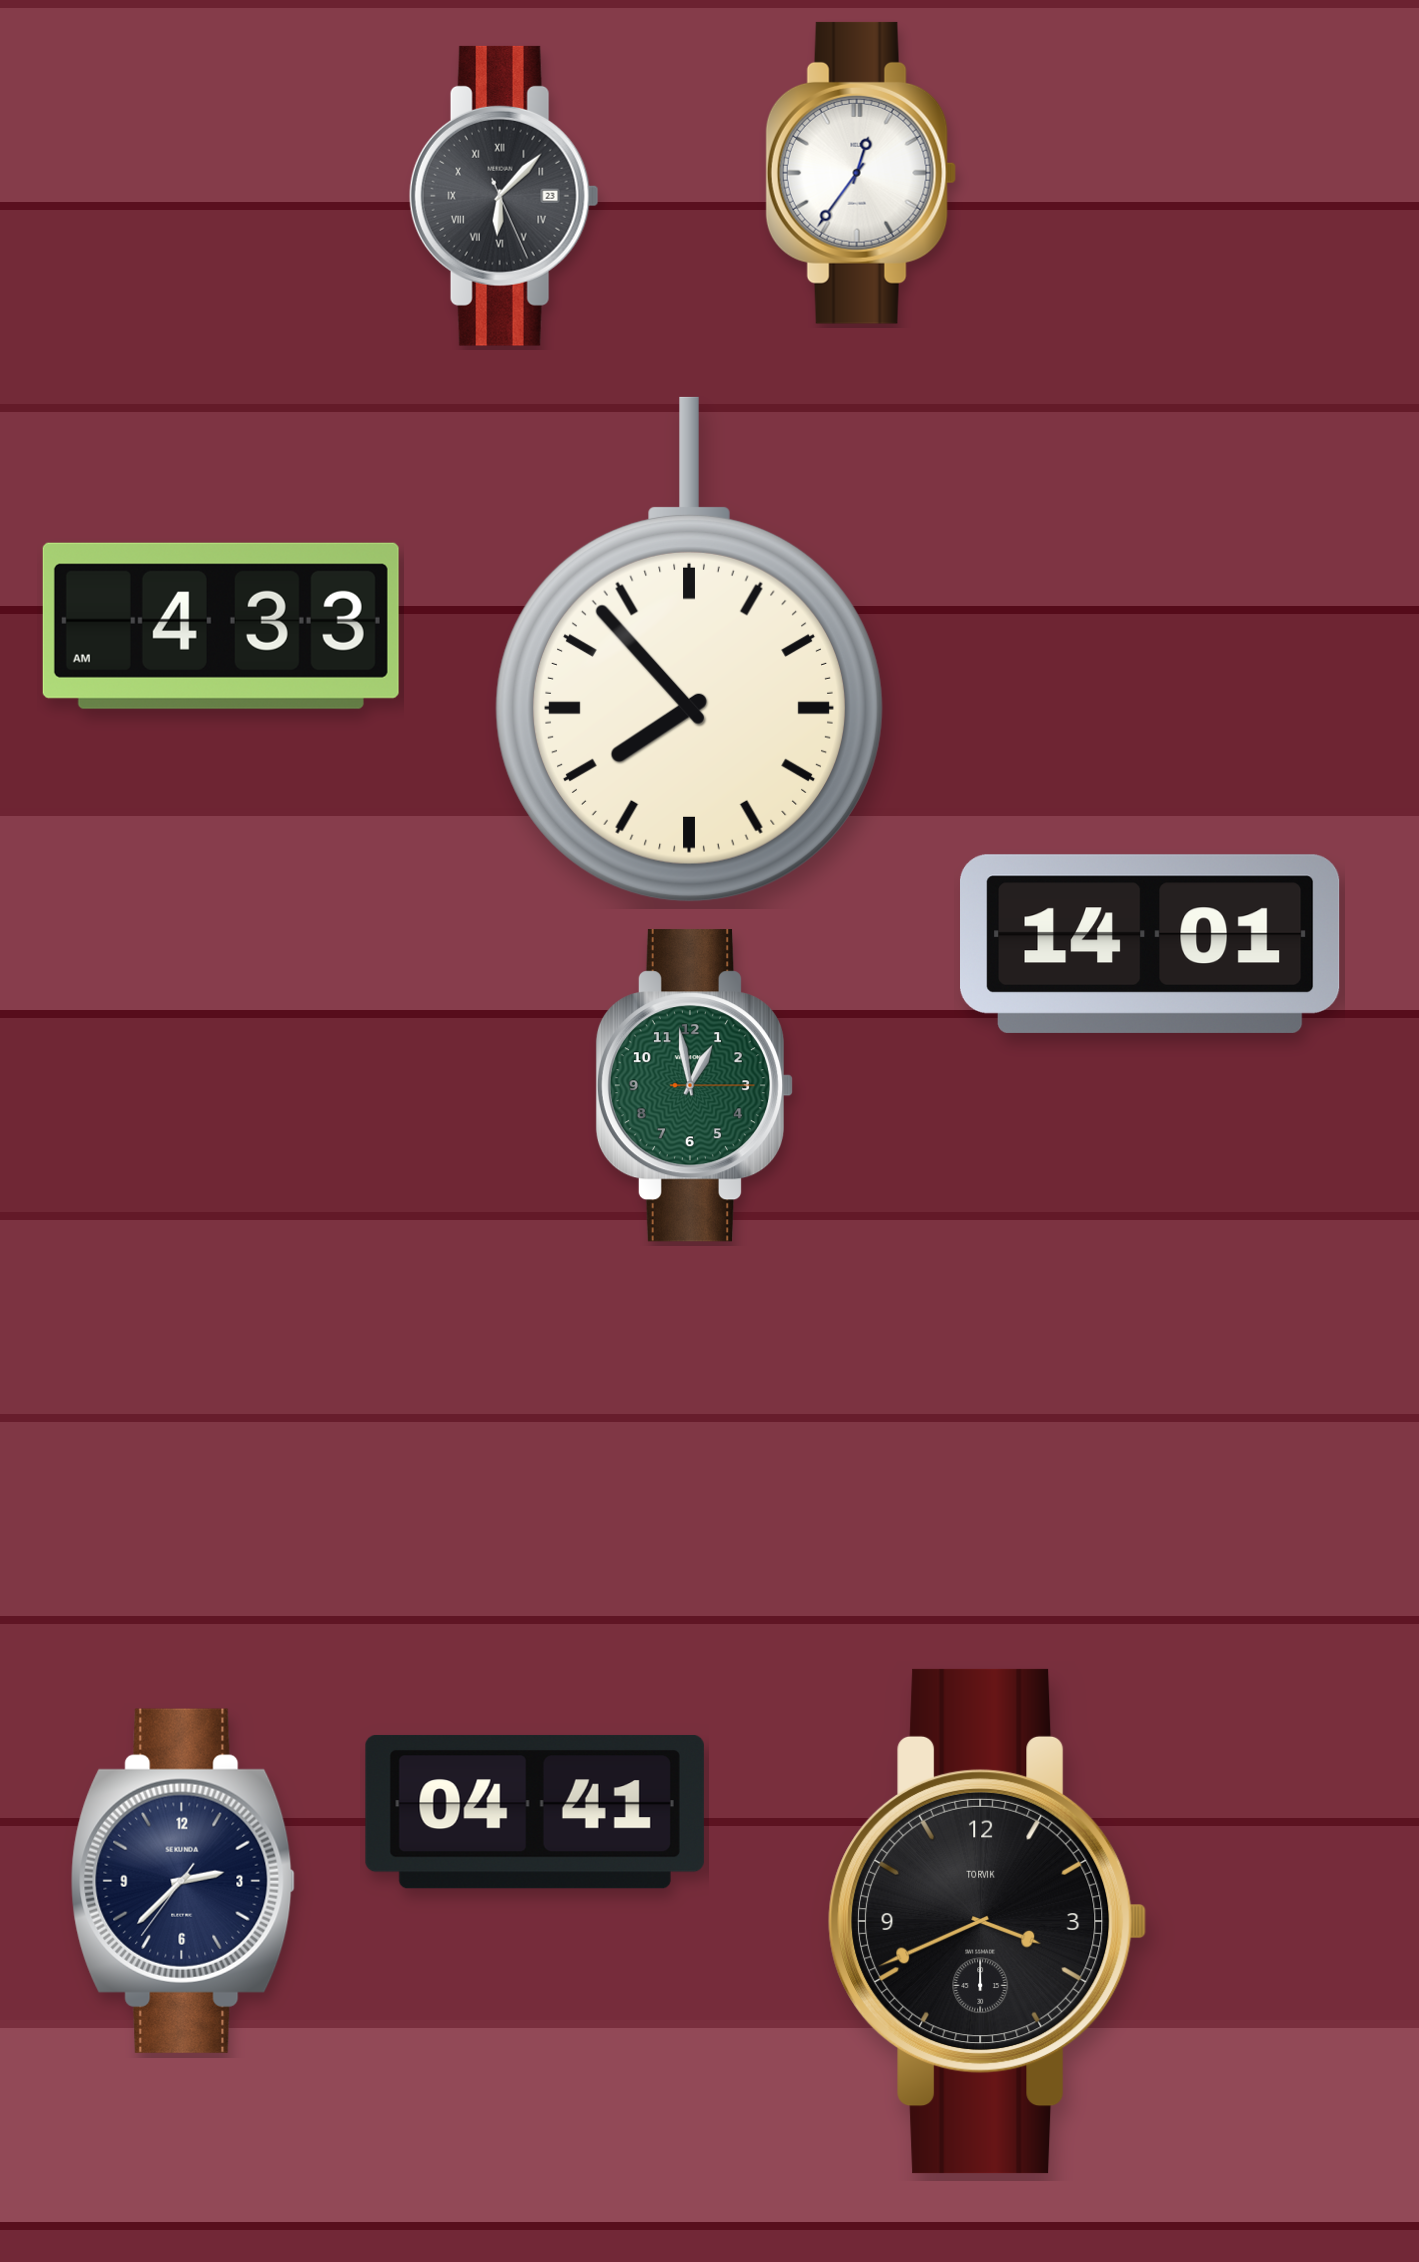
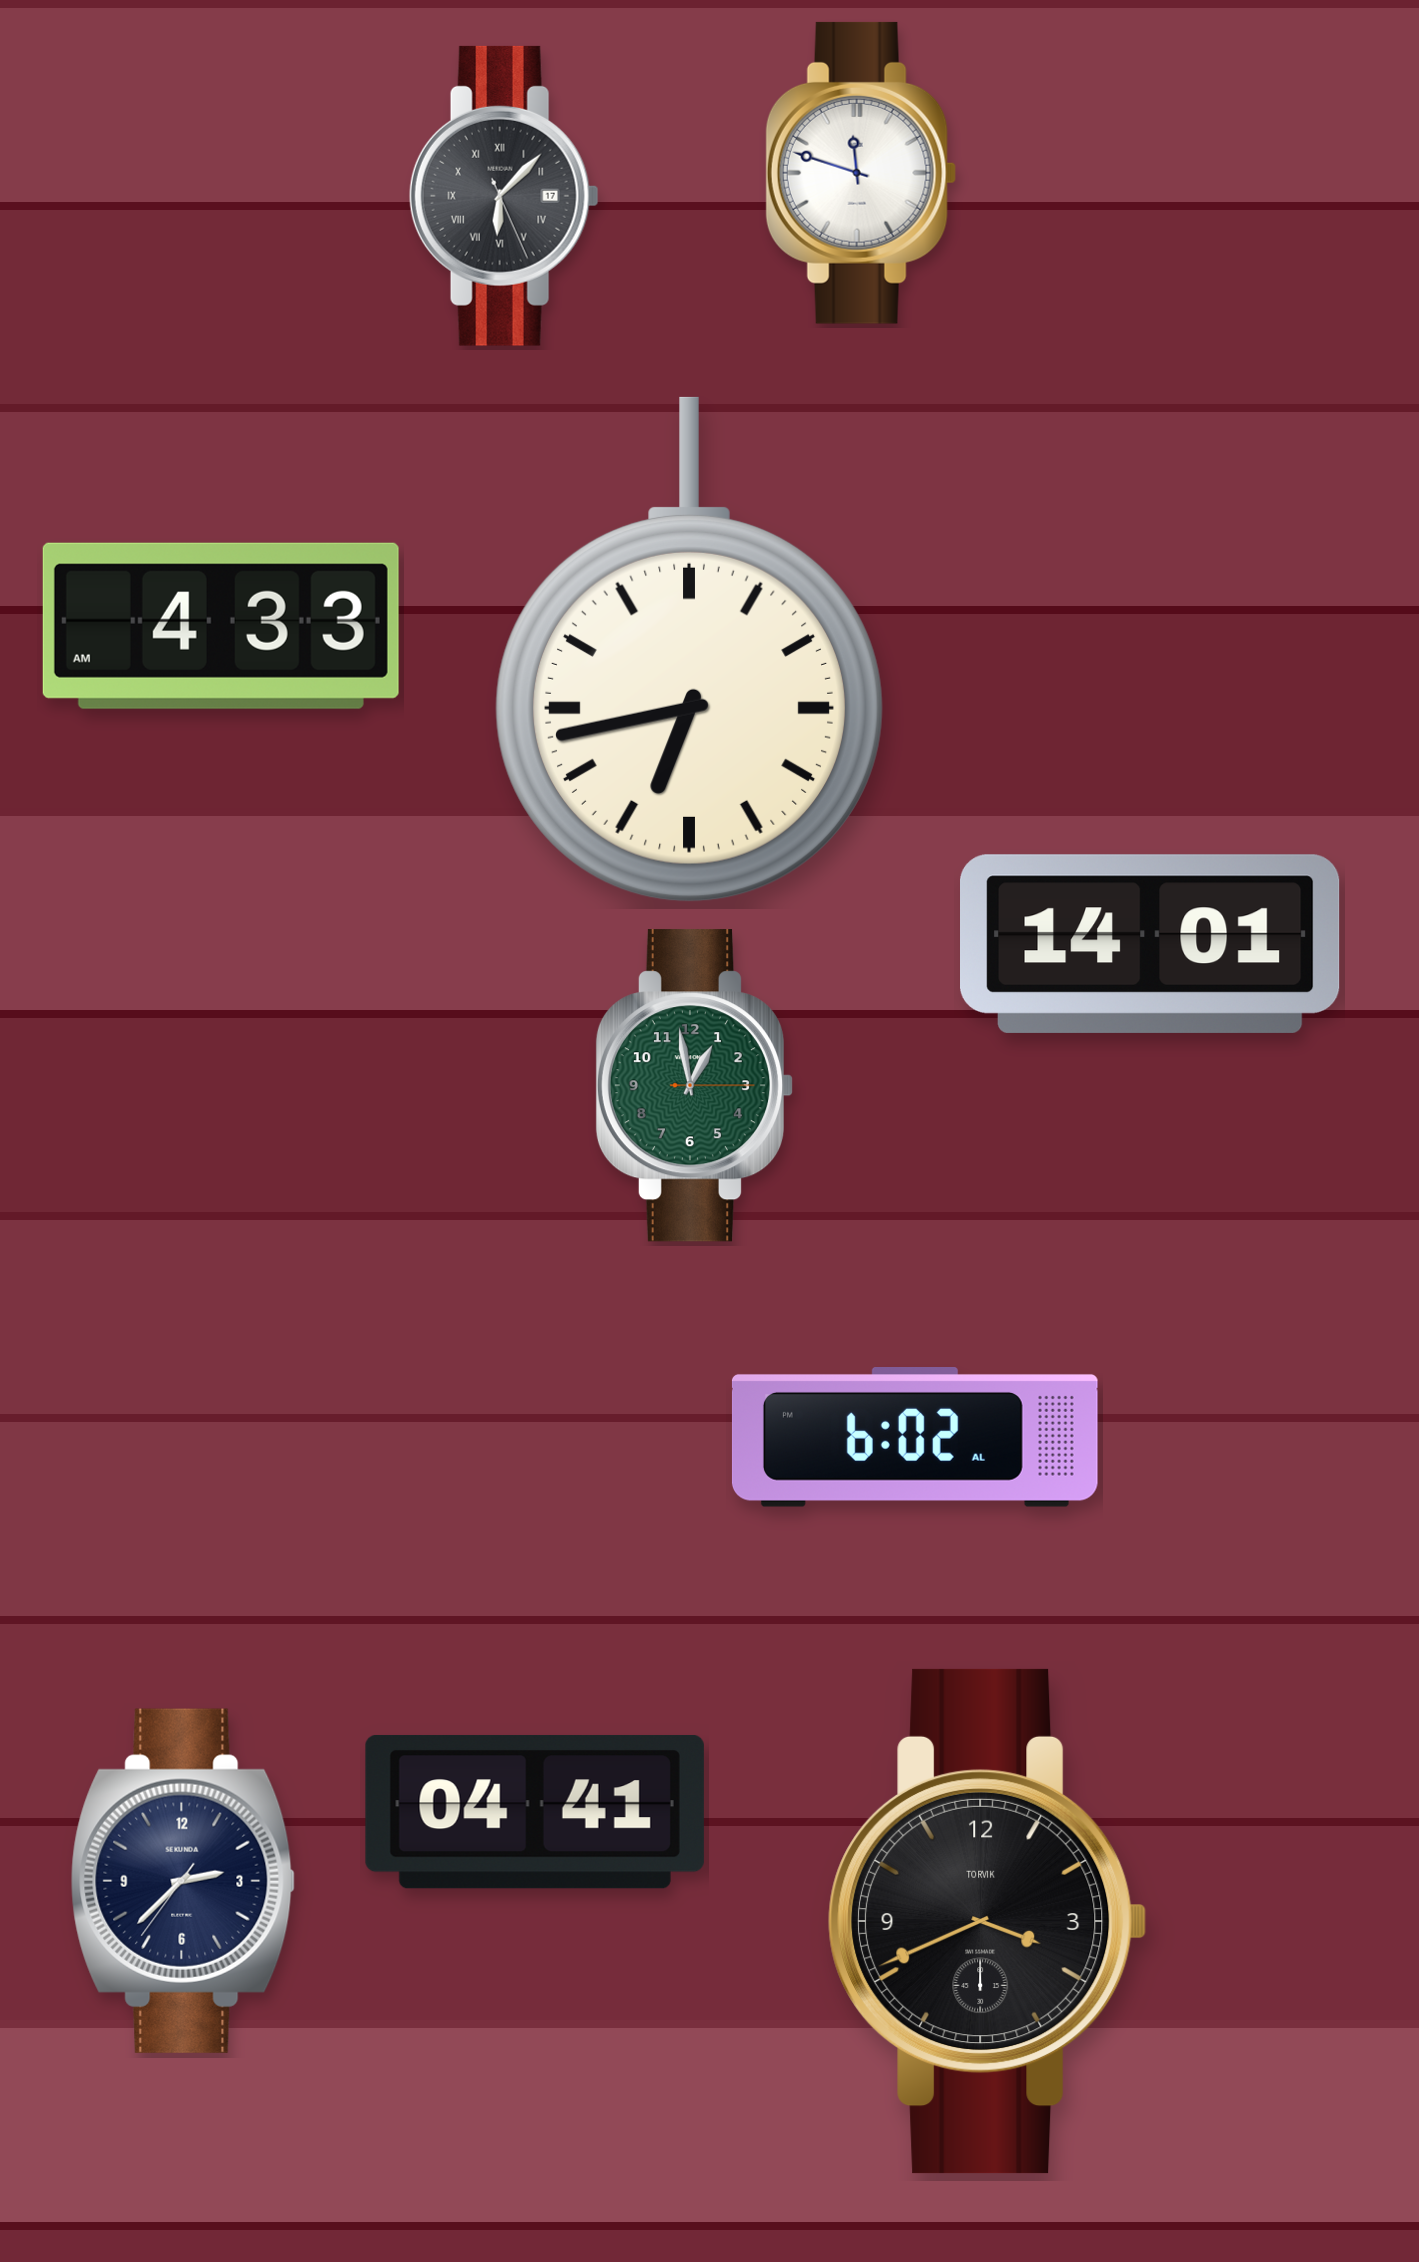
clock at (861, 173): 12:36 -> 11:48
clock at (504, 196) date: 23 -> 17
clock at (689, 649): 7:53 -> 6:43
clock at (915, 1438): none -> 6:02
